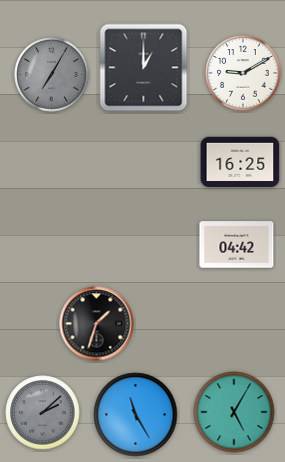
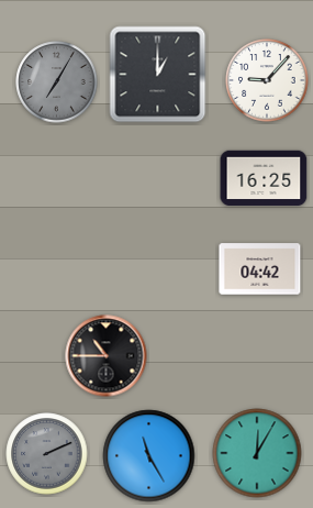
clock at (243, 73): 9:10 -> 9:07
clock at (97, 324): 1:33 -> 10:45
clock at (234, 412): 5:05 -> 12:05
clock at (43, 413): 2:08 -> 2:11
